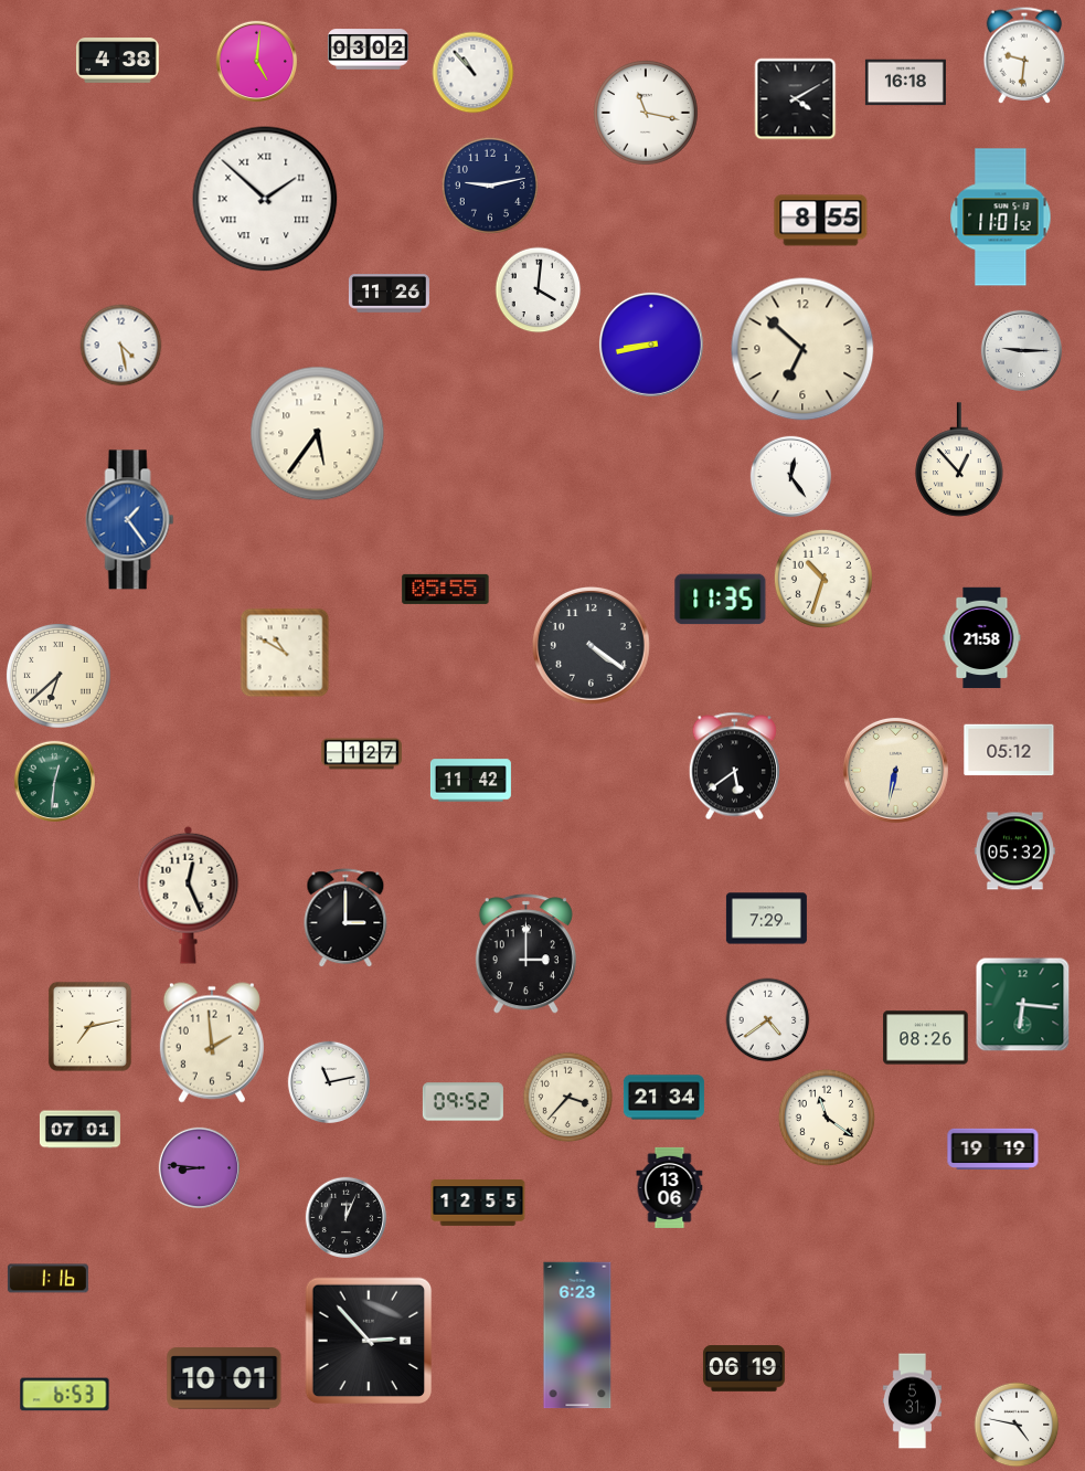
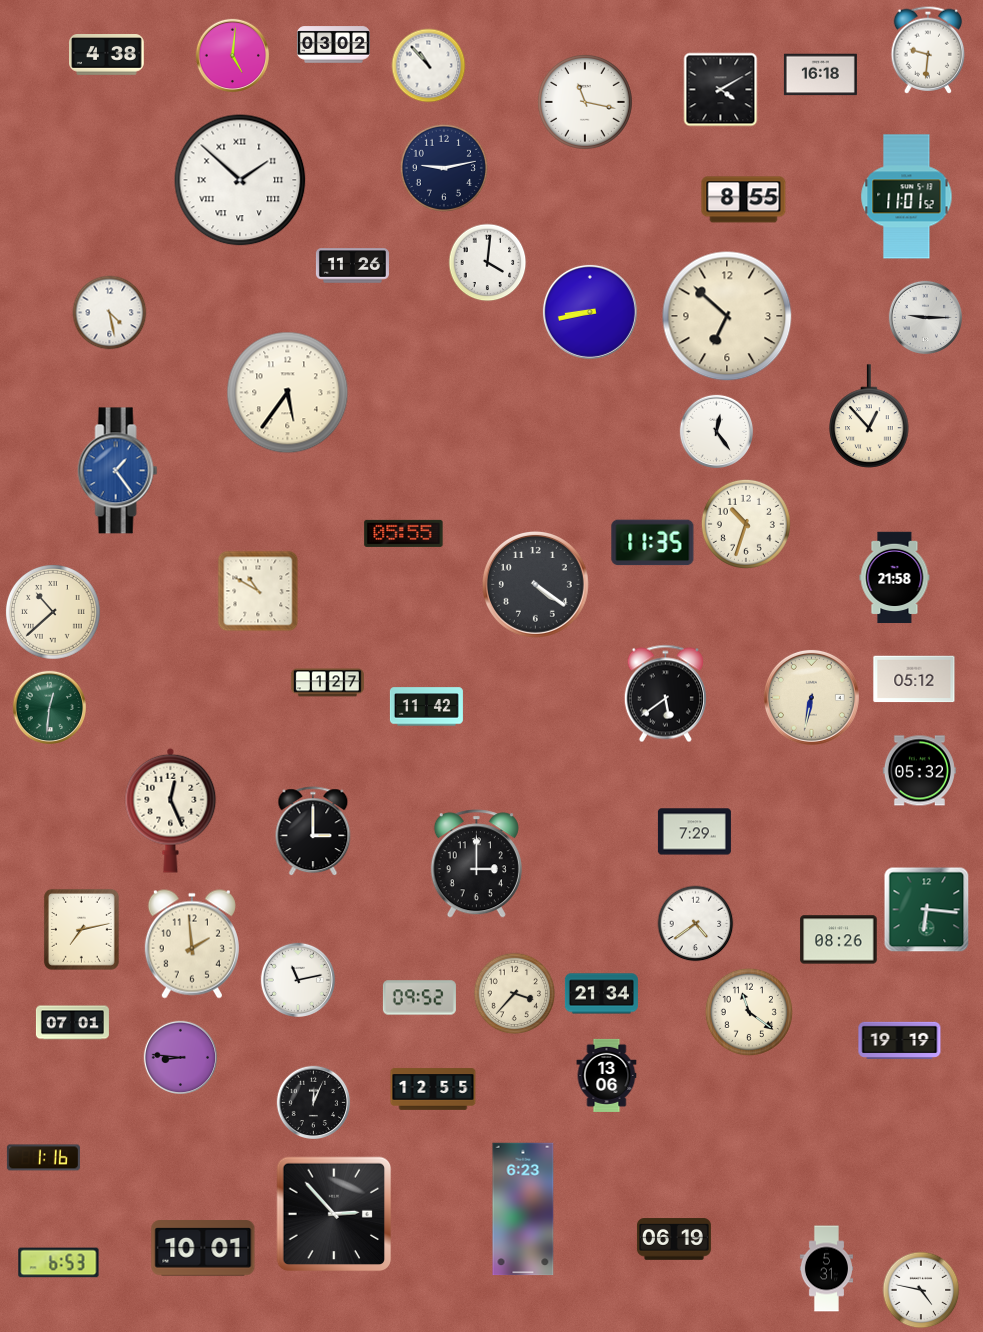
clock at (982, 638) position: (982, 638) -> (895, 578)
clock at (58, 676): 6:38 -> 10:38
